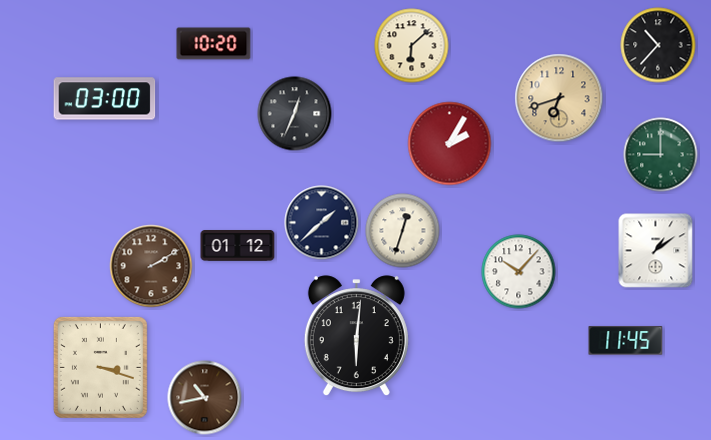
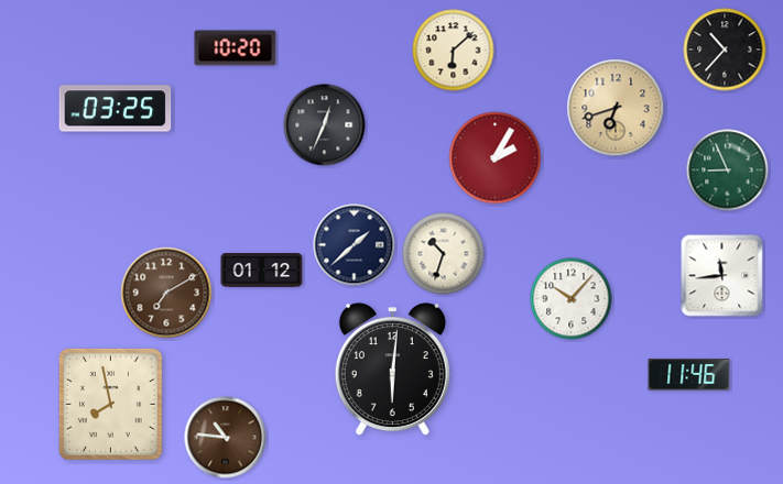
clock at (105, 99): 03:00 -> 03:25
clock at (661, 155): 9:00 -> 8:56
clock at (403, 231): 12:33 -> 10:33
clock at (656, 251): 1:09 -> 11:44
clock at (151, 266): 2:10 -> 7:10
clock at (626, 341): 11:45 -> 11:46
clock at (100, 367): 3:18 -> 7:58
clock at (205, 398): 10:43 -> 10:46
